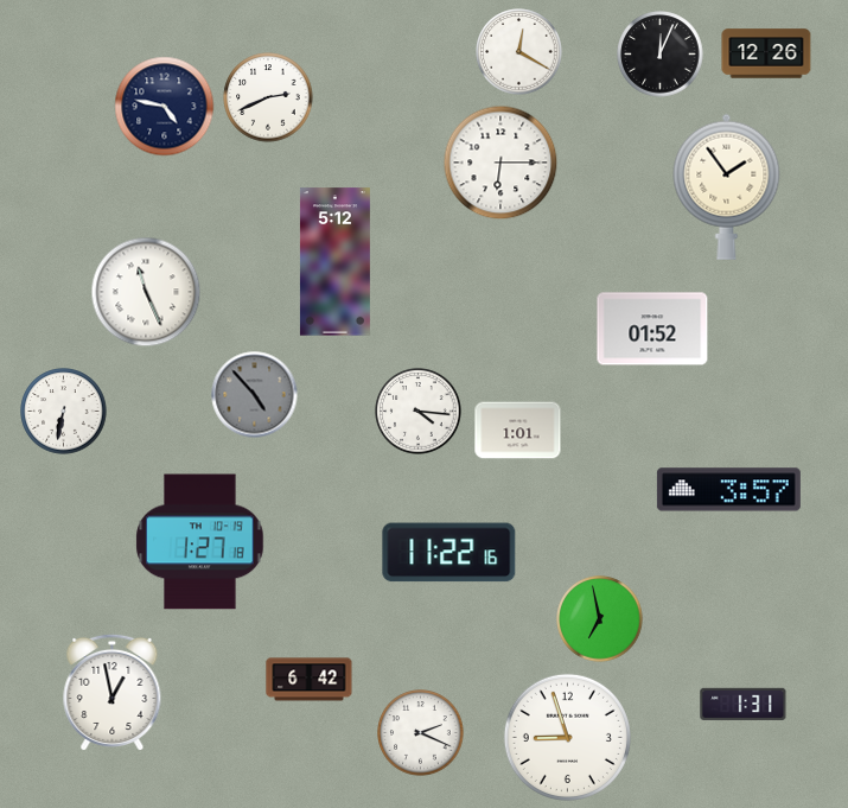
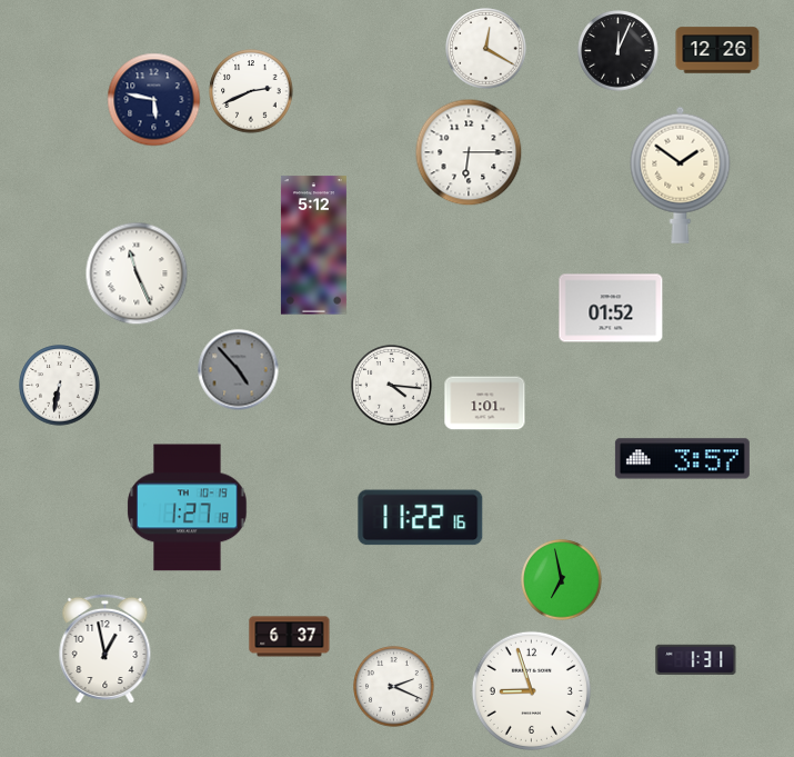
clock at (165, 107): 4:47 -> 5:47
clock at (727, 186): 1:54 -> 1:51
clock at (310, 680): 6:42 -> 6:37
